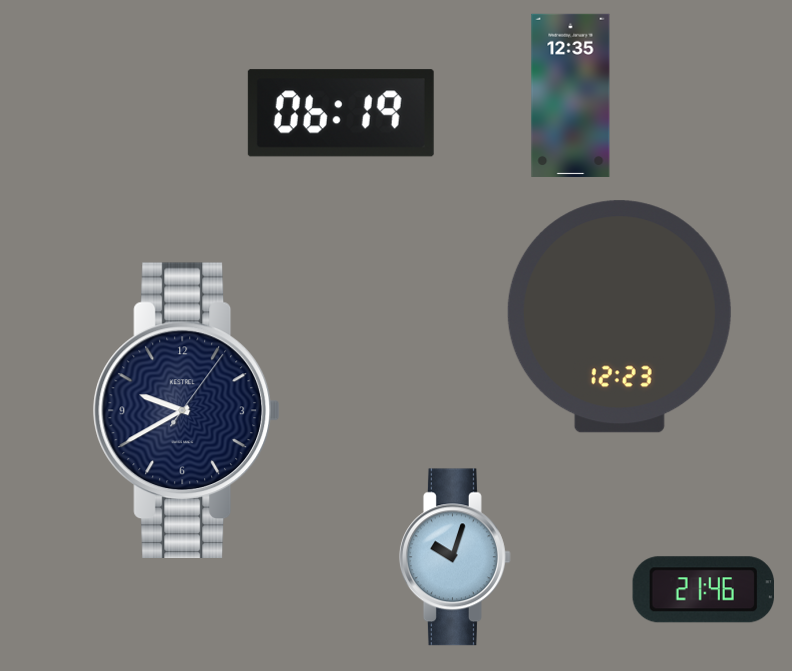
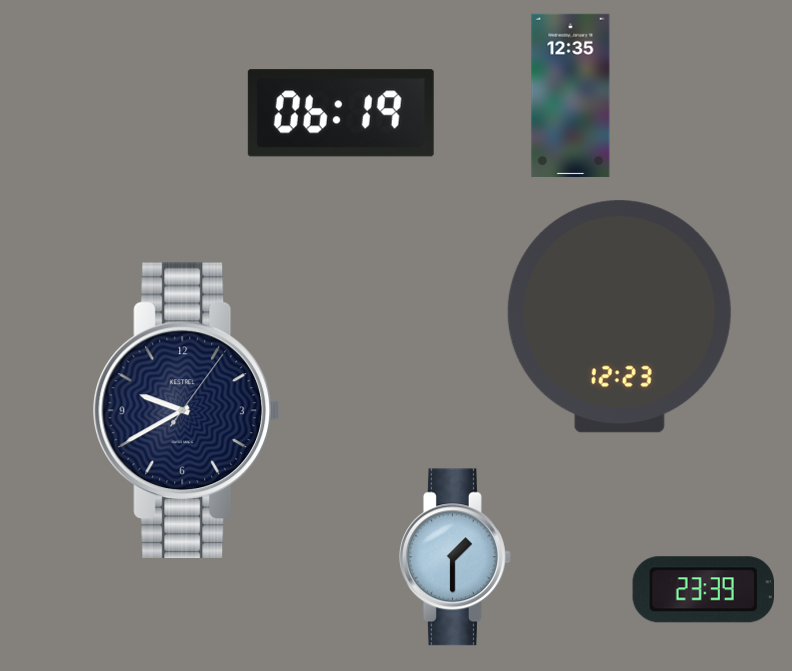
clock at (455, 557): 10:03 -> 1:30
clock at (703, 590): 21:46 -> 23:39
